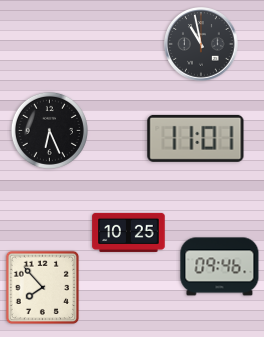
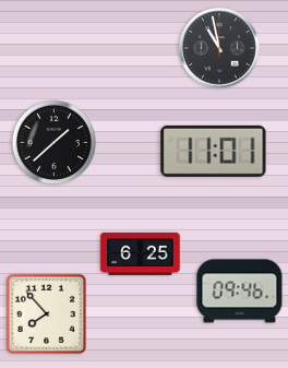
clock at (49, 130): 6:26 -> 1:38
clock at (129, 232): 10:25 -> 6:25
